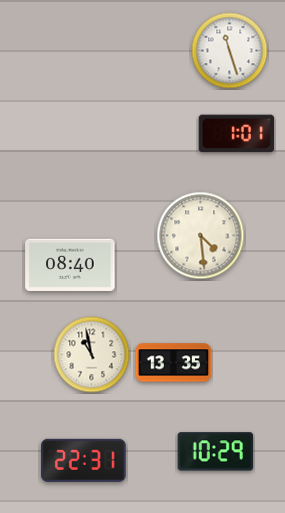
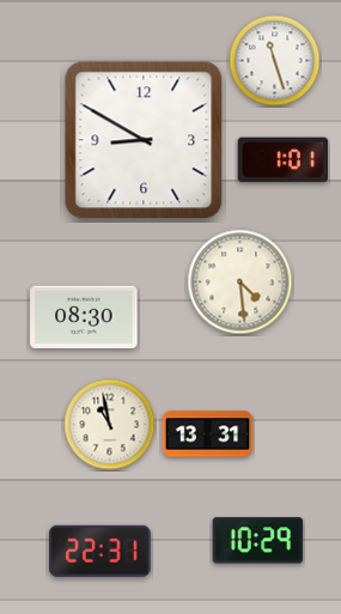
clock at (144, 140): none -> 8:50
clock at (70, 264): 08:40 -> 08:30
clock at (174, 363): 13:35 -> 13:31
